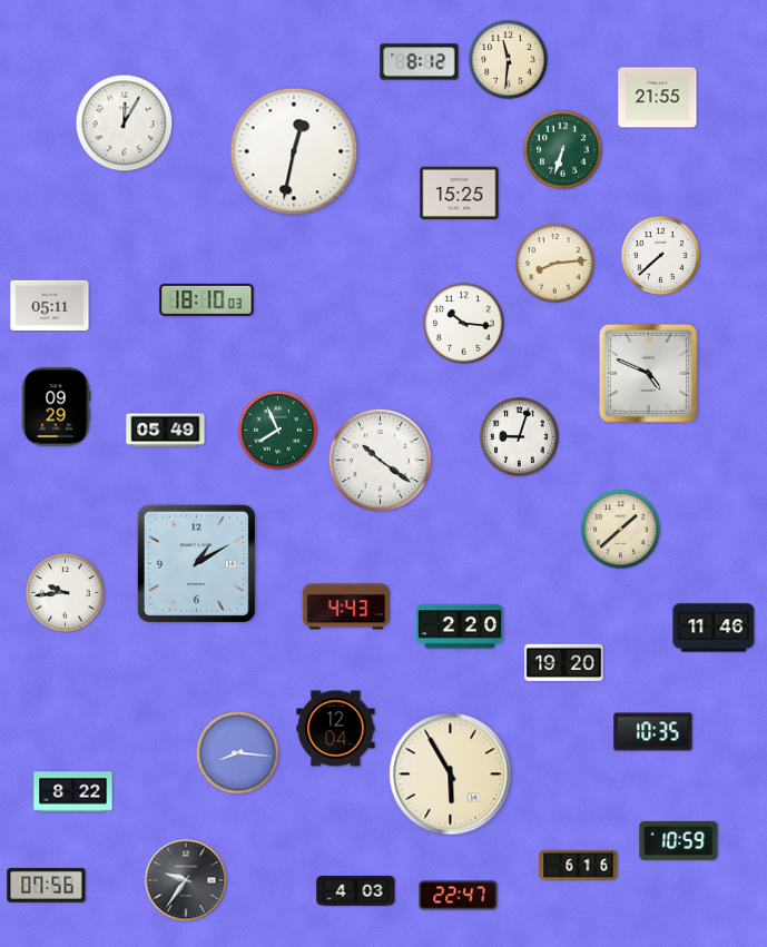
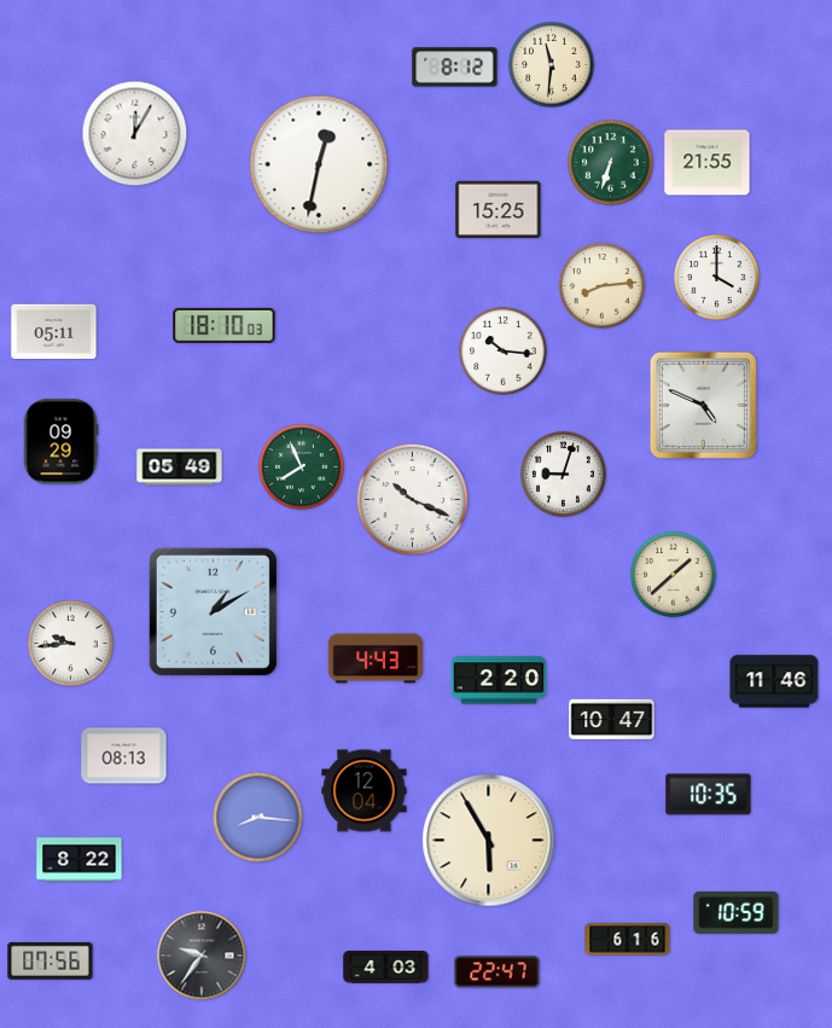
clock at (658, 98) position: (658, 98) -> (708, 163)
clock at (661, 256): 7:38 -> 4:00
clock at (380, 460): 10:21 -> 10:19
clock at (564, 663): 19:20 -> 10:47
clock at (124, 756): none -> 08:13
